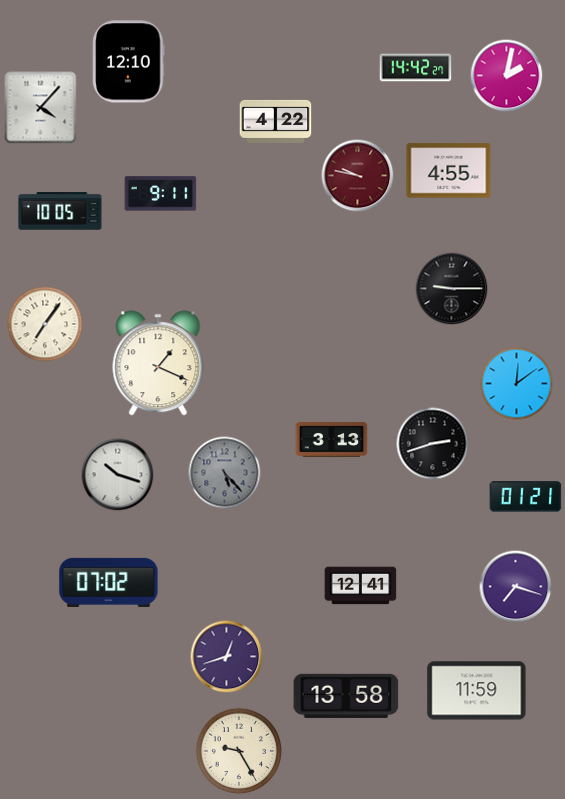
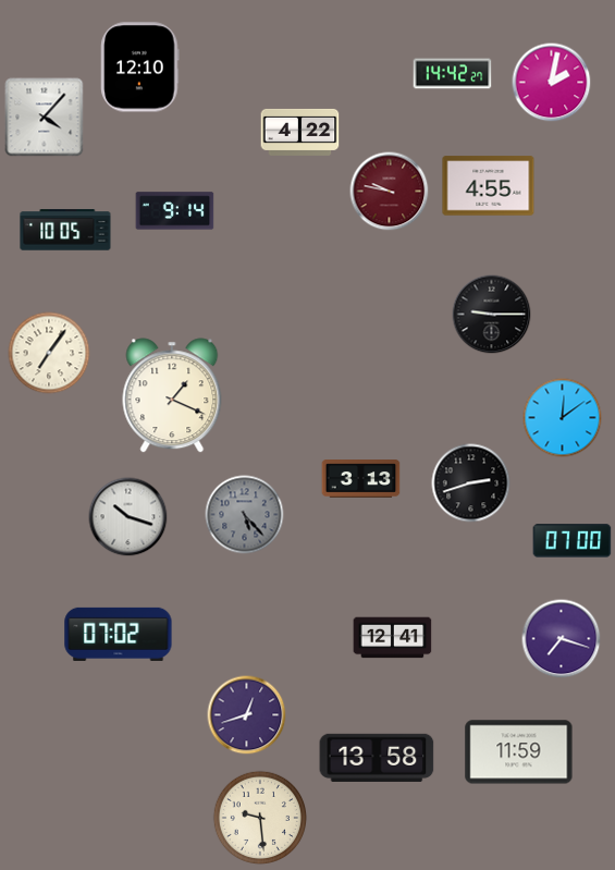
clock at (161, 194): 9:11 -> 9:14
clock at (526, 497): 01:21 -> 07:00
clock at (238, 750): 9:25 -> 9:29
